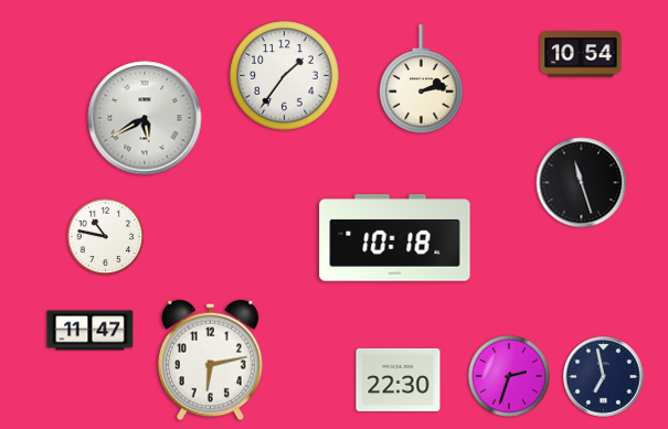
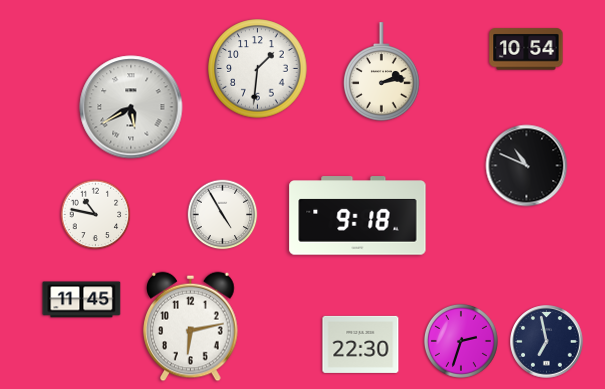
clock at (285, 76): 1:36 -> 1:31
clock at (582, 183): 11:27 -> 10:49
clock at (223, 215): none -> 4:55
clock at (395, 238): 10:18 -> 9:18
clock at (91, 331): 11:47 -> 11:45
